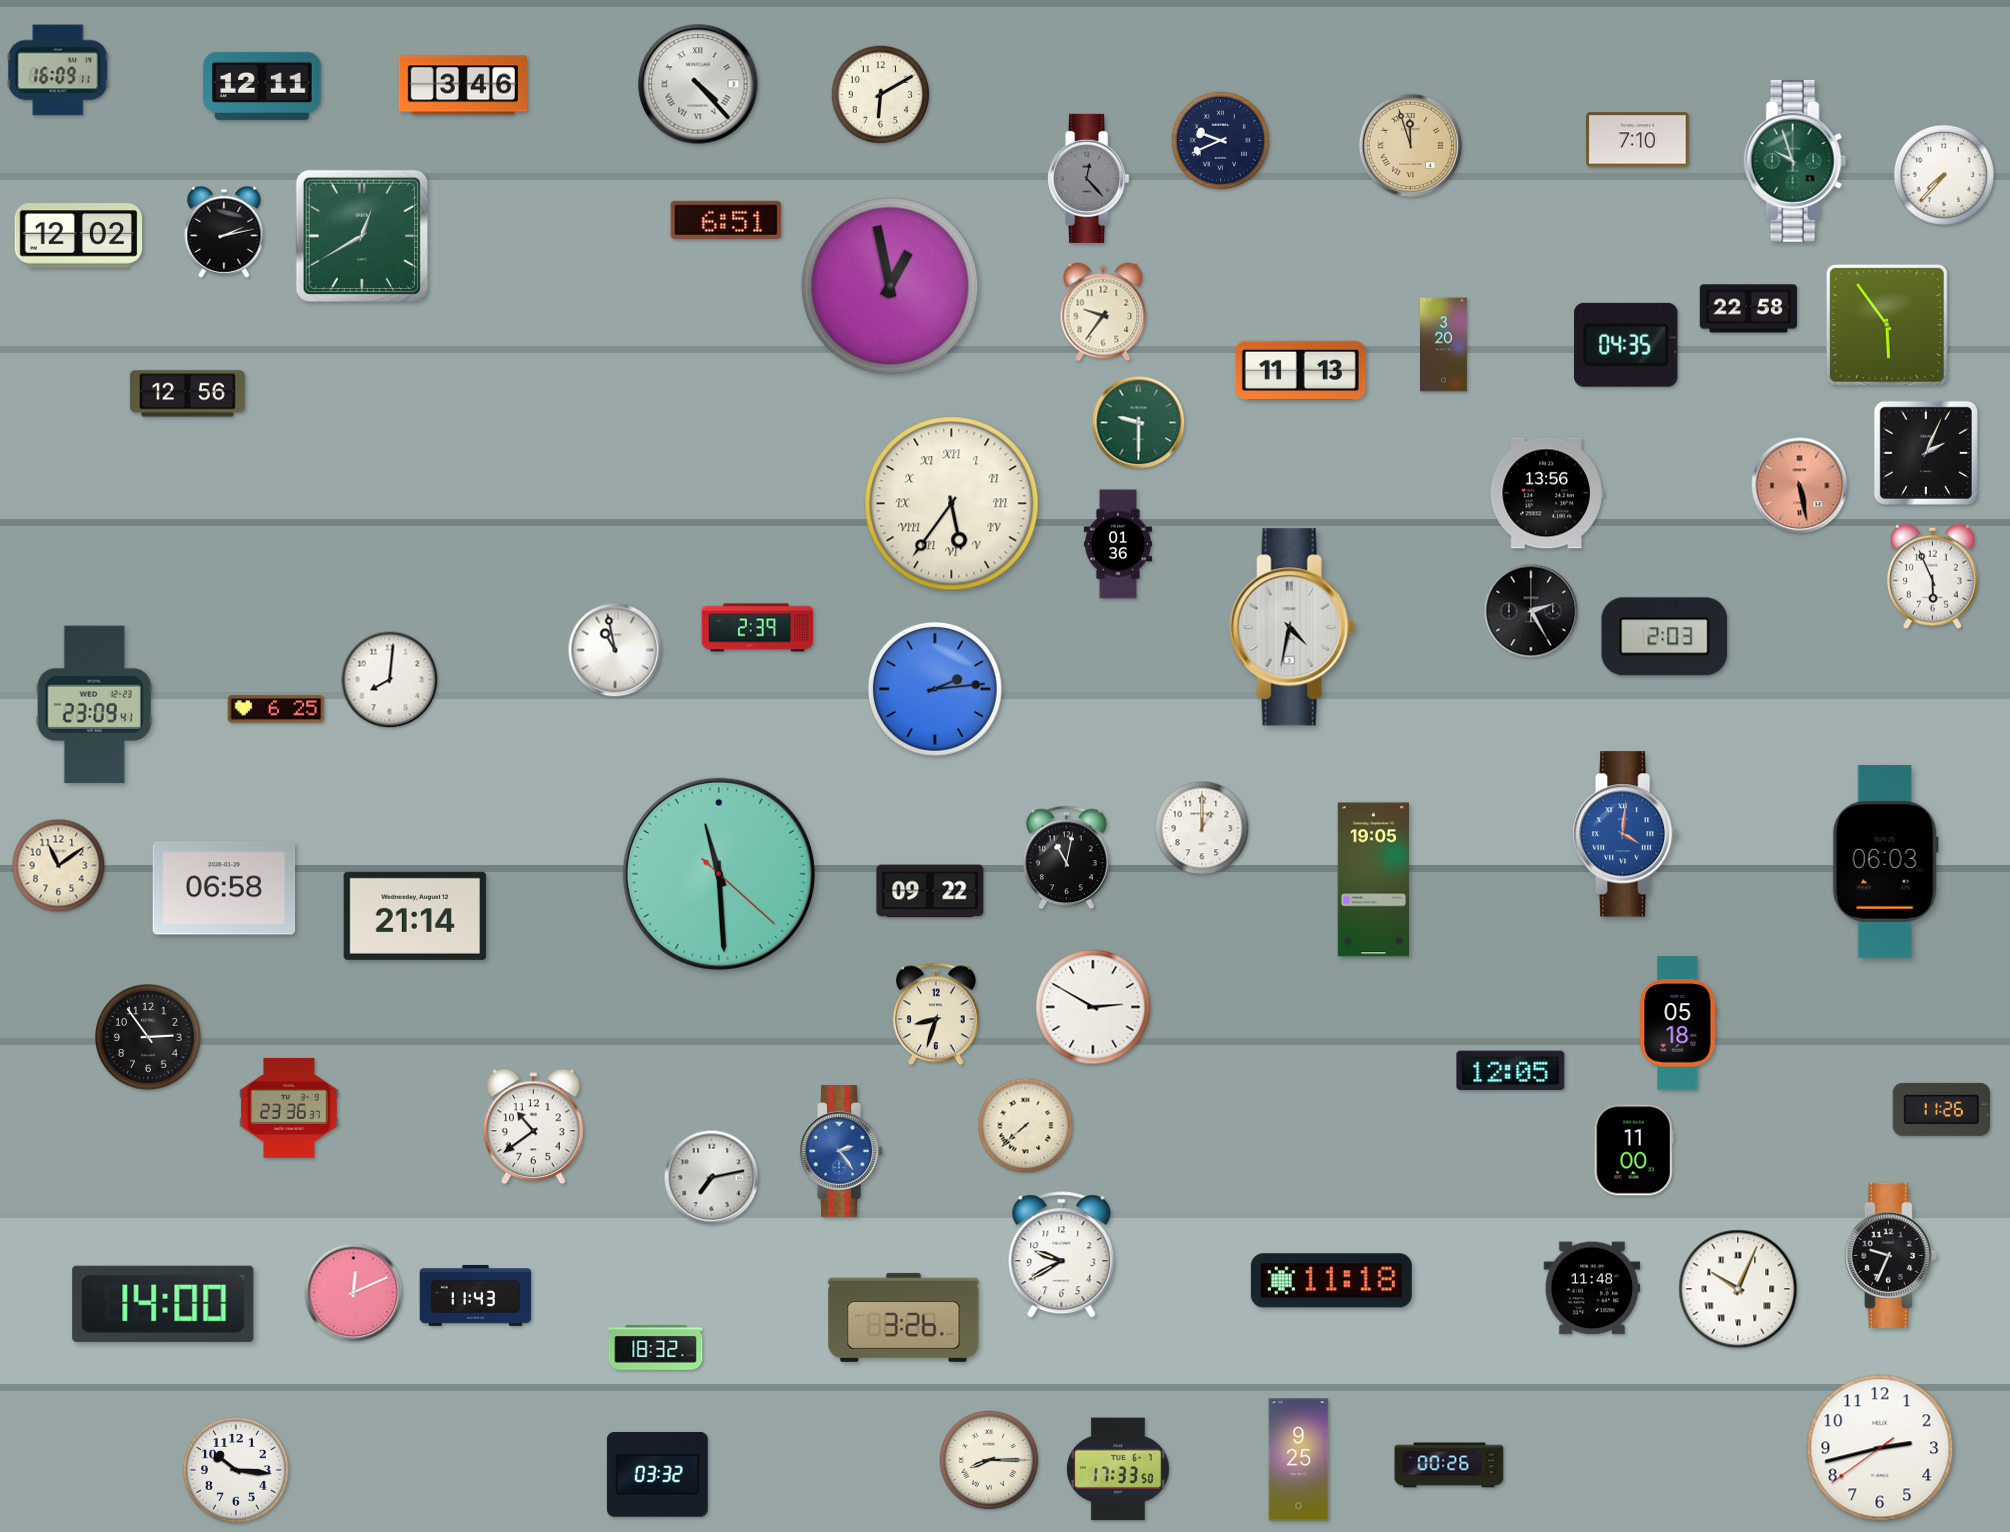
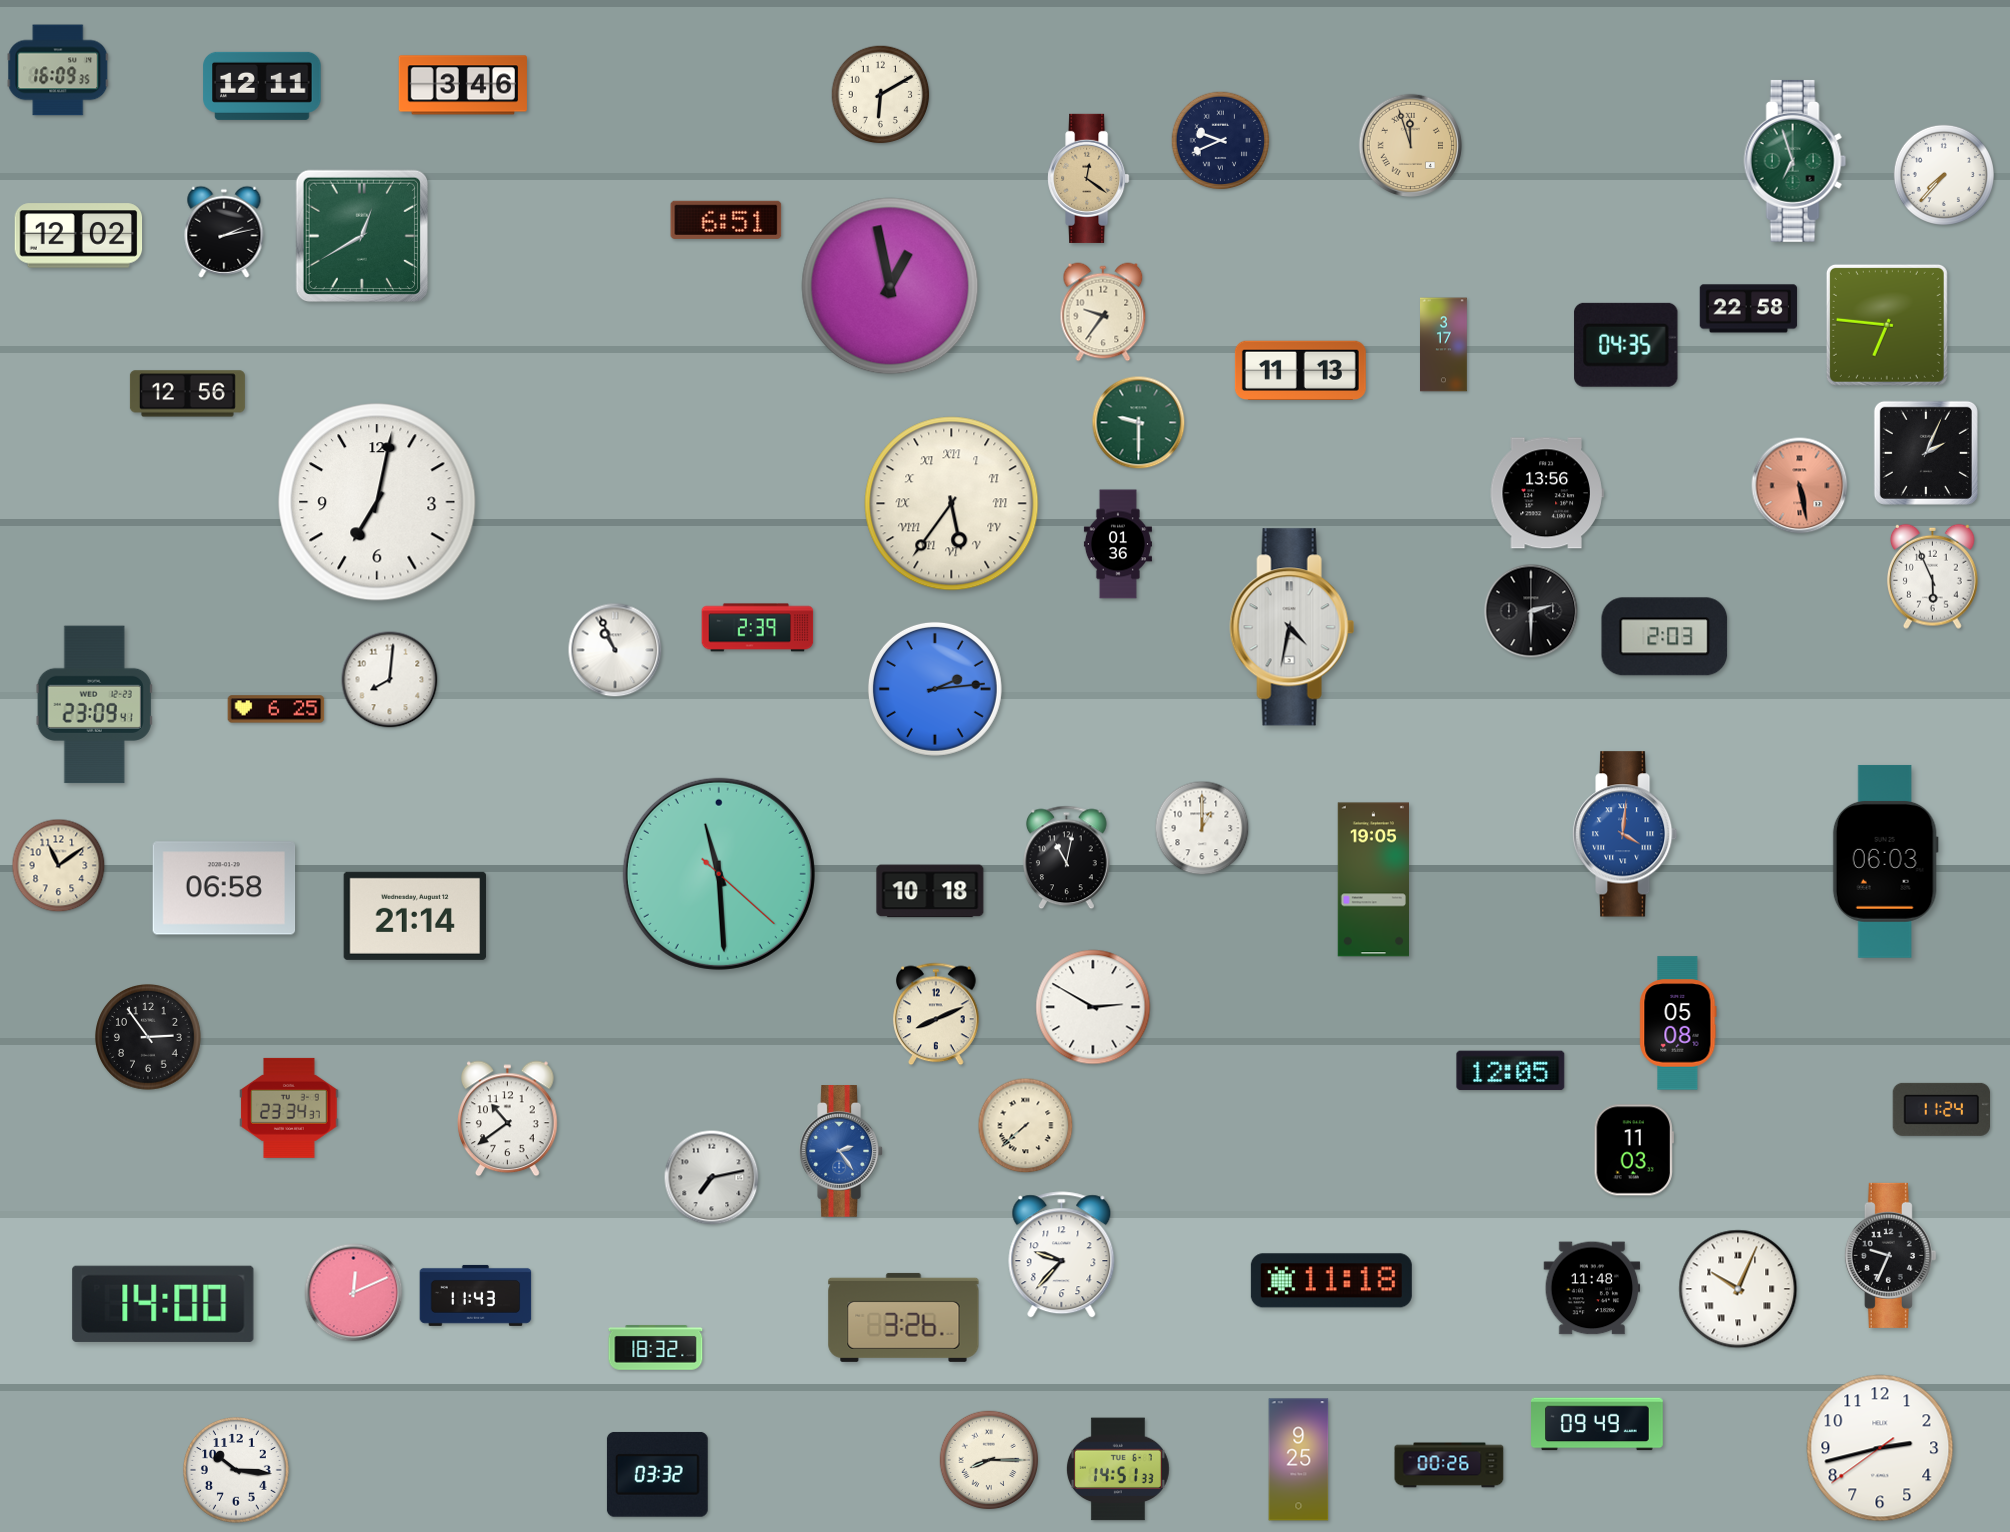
clock at (58, 70): 16:09:11 -> 16:09:35
clock at (698, 84): 4:23 -> none
clock at (1638, 140): 7:10 -> none
clock at (1795, 161): 9:57 -> 6:57
clock at (1089, 178): 12:23 -> 12:21
clock at (1089, 178) dial: grey -> champagne
clock at (1887, 325): 5:54 -> 6:46
clock at (1444, 345): 3:20 -> 3:17
clock at (377, 502): none -> 7:02
clock at (1531, 611): 2:25 -> 2:30
clock at (615, 650): 10:58 -> 10:56
clock at (930, 891): 09:22 -> 10:18
clock at (936, 1014): 8:33 -> 8:11
clock at (1678, 1023): 05:18 -> 05:08
clock at (289, 1108): 23:36 -> 23:34
clock at (1941, 1109): 11:26 -> 11:24
clock at (534, 1127) position: (534, 1127) -> (508, 1119)
clock at (1634, 1150): 11:00 -> 11:03
clock at (1062, 1255): 9:40 -> 9:37
clock at (1598, 1424): none -> 09:49
clock at (1118, 1469): 17:33 -> 14:51
